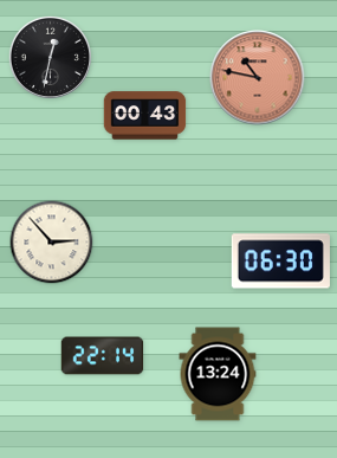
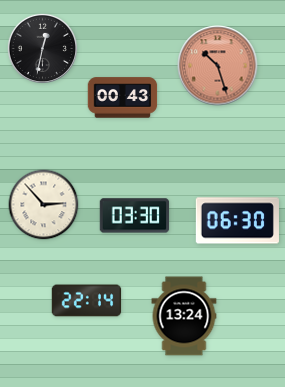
clock at (258, 78): 10:47 -> 10:27
clock at (135, 216): none -> 03:30
